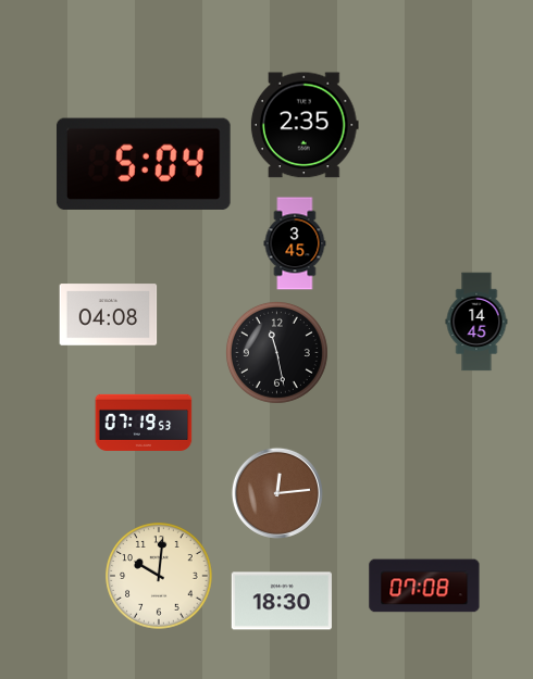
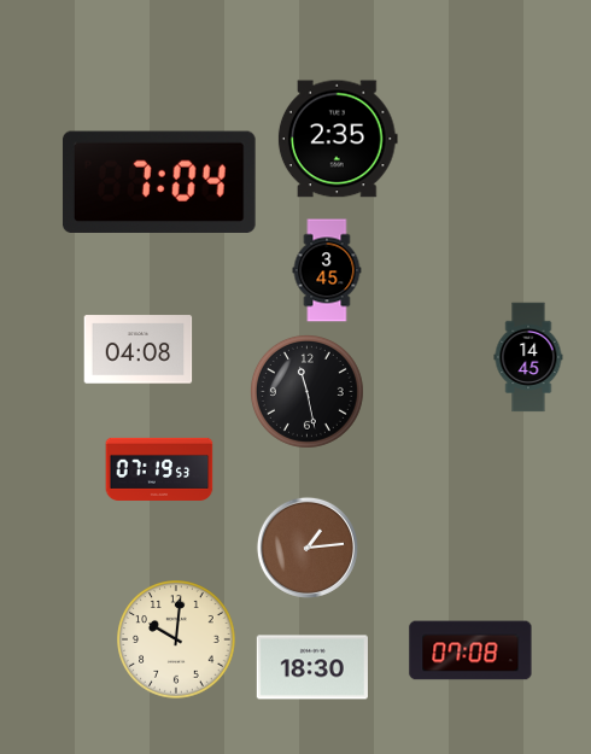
clock at (144, 164): 5:04 -> 7:04
clock at (109, 315) position: (109, 315) -> (139, 350)
clock at (277, 493): 12:14 -> 1:14
